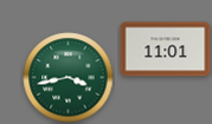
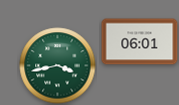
clock at (166, 50): 11:01 -> 06:01
